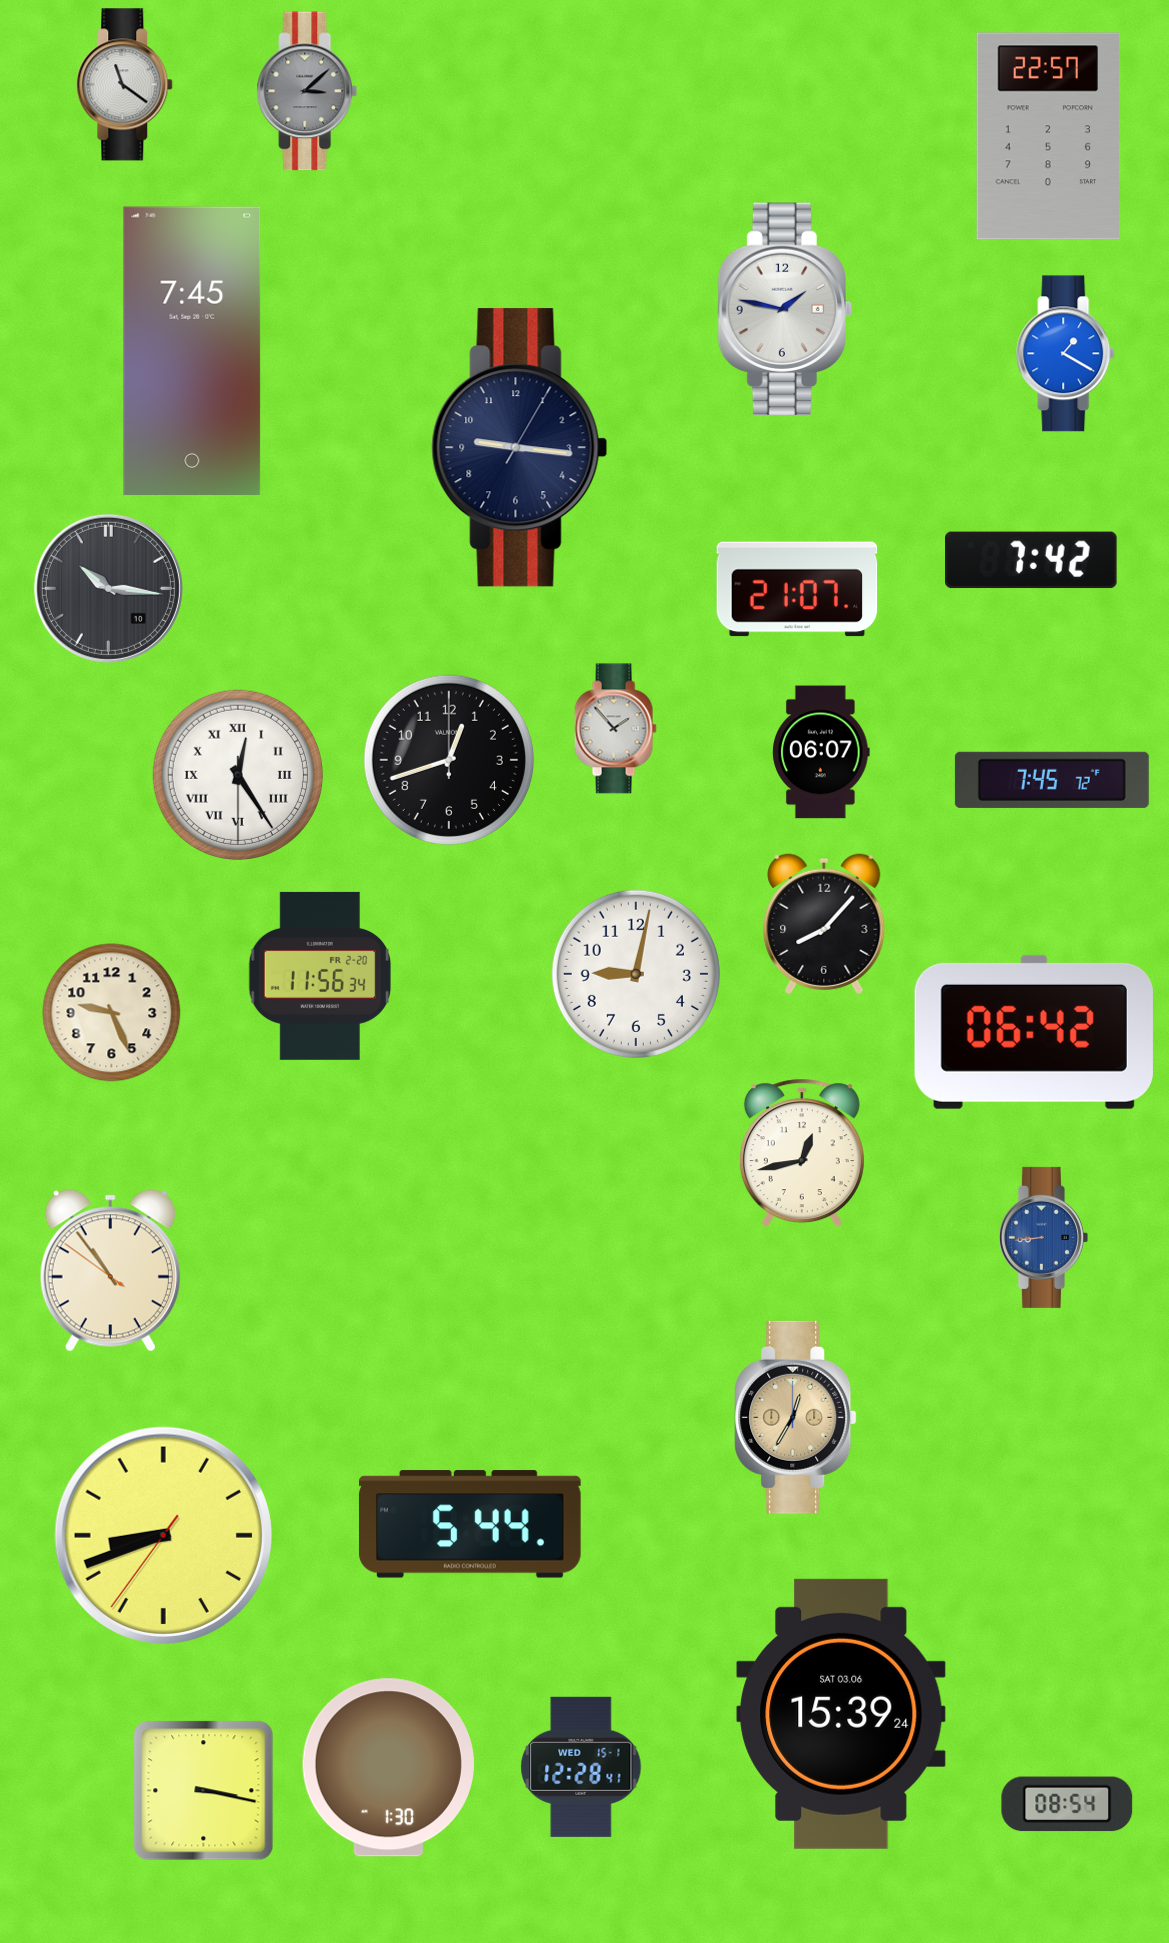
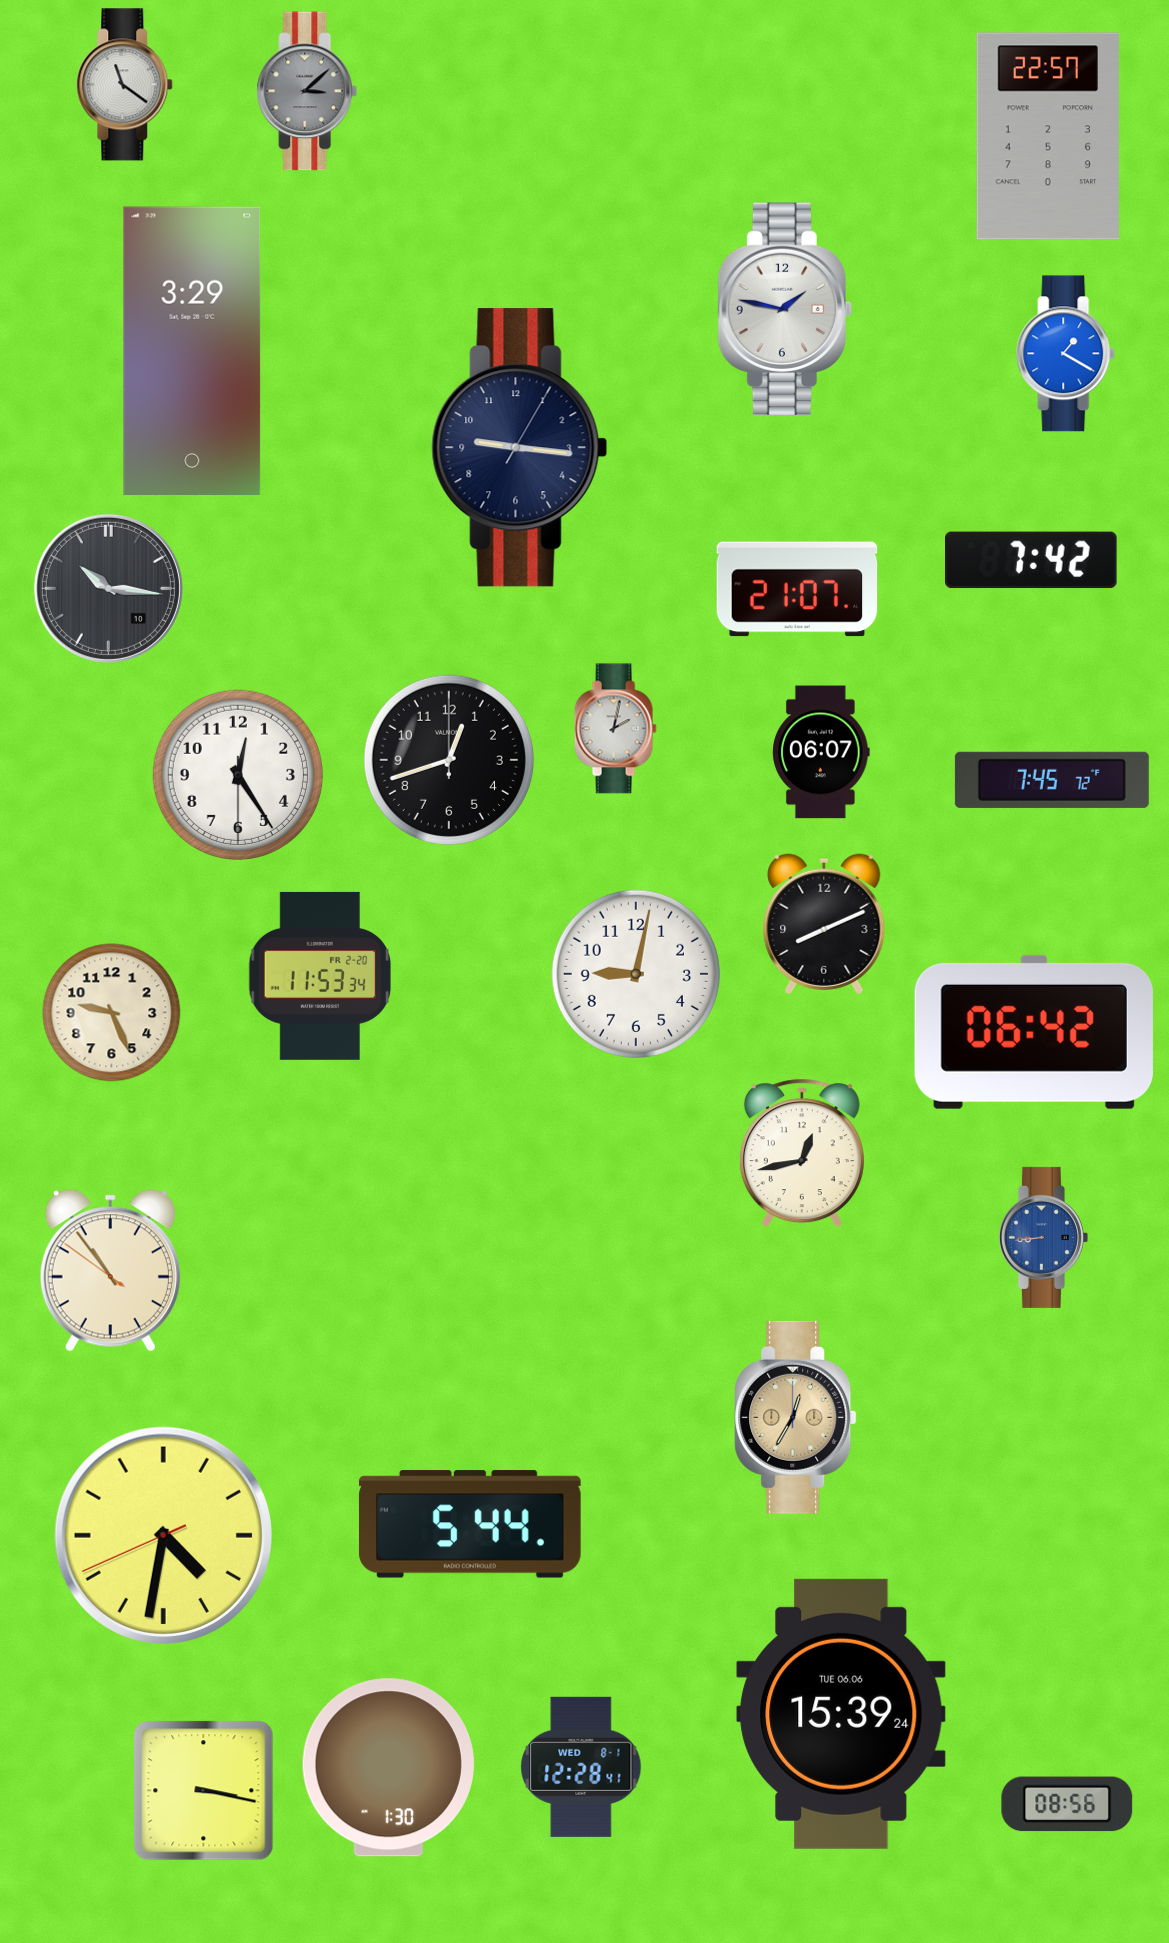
clock at (192, 350): 7:45 -> 3:29
clock at (615, 729): 1:53 -> 2:02
clock at (238, 775) numerals: Roman -> Arabic
clock at (824, 924): 8:07 -> 8:11
clock at (320, 976): 11:56 -> 11:53
clock at (163, 1535): 8:41 -> 4:31
clock at (841, 1714) date: SAT 03.06 -> TUE 06.06
clock at (581, 1767) date: WED 15-1 -> WED 8-1
clock at (1067, 1804): 08:54 -> 08:56
